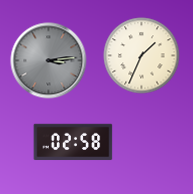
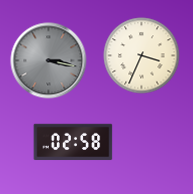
clock at (142, 56): 1:34 -> 3:34
clock at (49, 61): 3:14 -> 3:17
